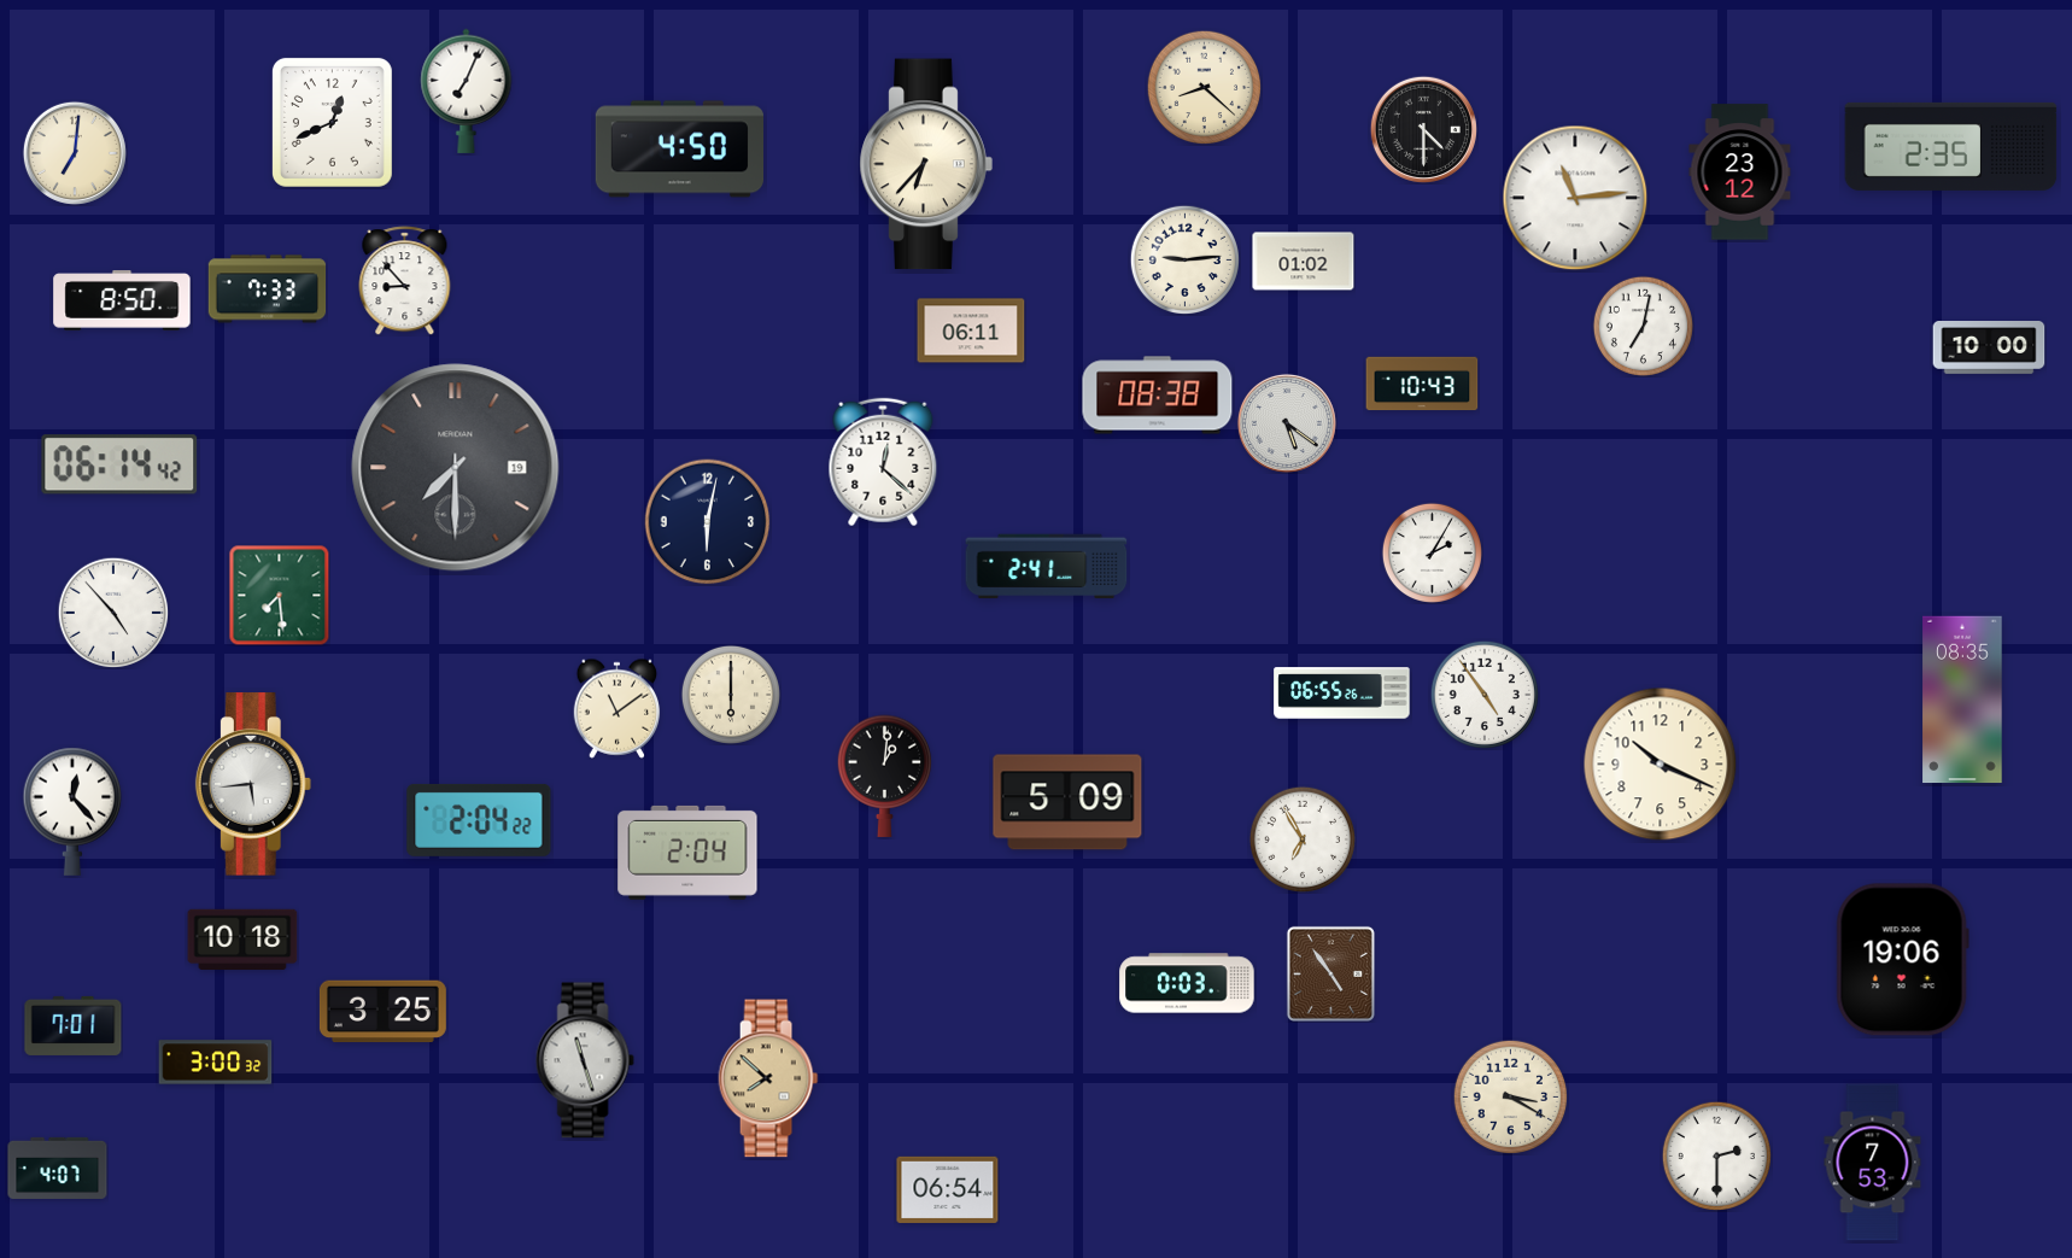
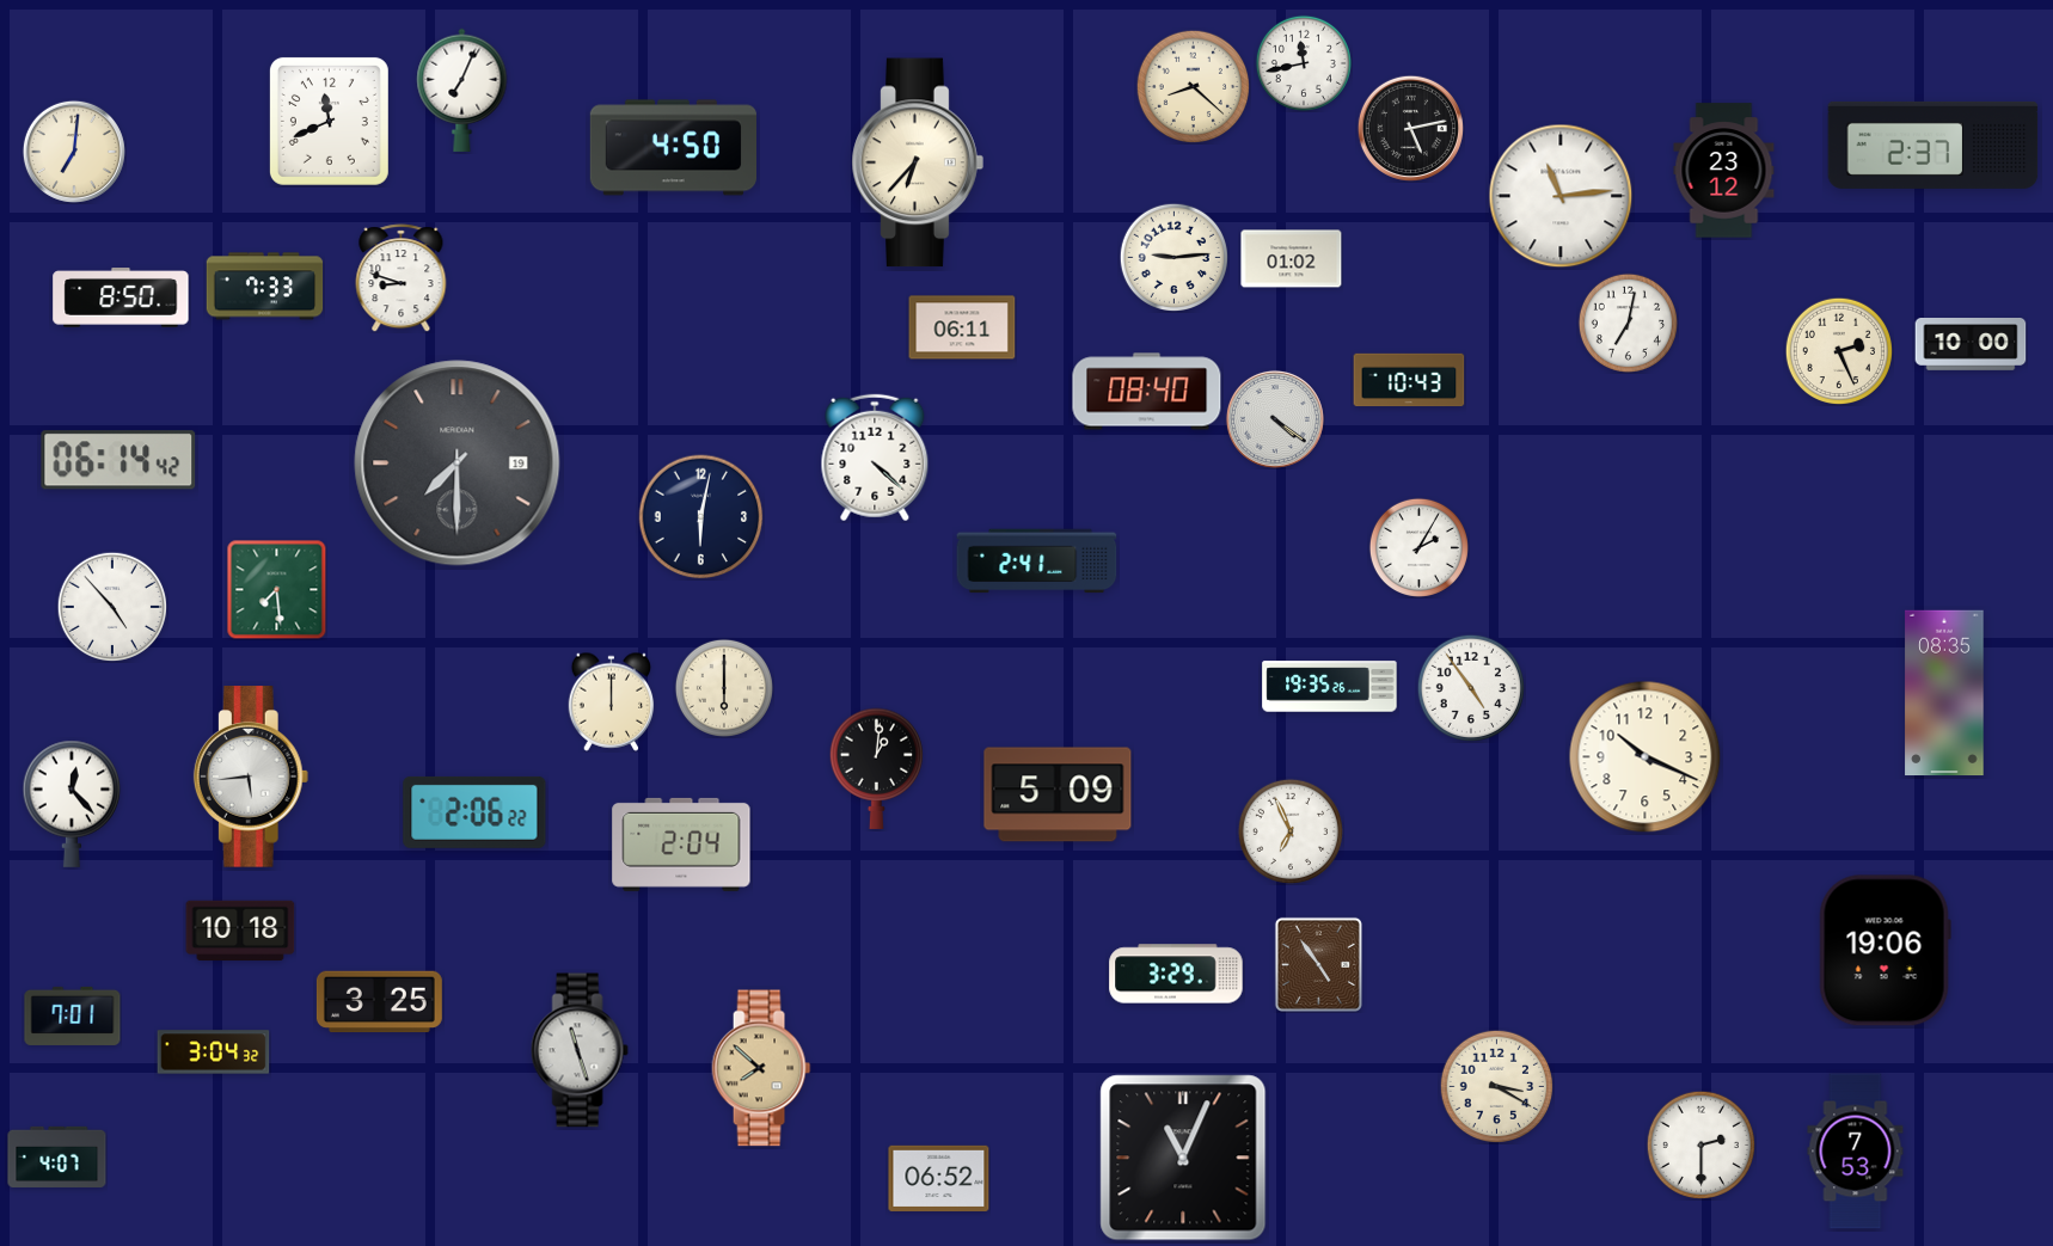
clock at (1304, 63): none -> 11:43
clock at (332, 122): 12:41 -> 11:41
clock at (1423, 129): 4:30 -> 5:13
clock at (1951, 146): 2:35 -> 2:37
clock at (405, 281): 8:53 -> 8:48
clock at (1838, 350): none -> 2:26
clock at (1158, 396): 08:38 -> 08:40
clock at (1287, 423): 5:21 -> 4:21
clock at (883, 462): 12:22 -> 4:22
clock at (456, 468) position: (456, 468) -> (458, 464)
clock at (1342, 694): 06:55 -> 19:35
clock at (617, 708): 11:09 -> 12:00
clock at (479, 820): 2:04 -> 2:06
clock at (1301, 838): 6:55 -> 6:56
clock at (1187, 983): 0:03 -> 3:29
clock at (216, 1063): 3:00 -> 3:04
clock at (1183, 1158): none -> 11:04
clock at (948, 1189): 06:54 -> 06:52
